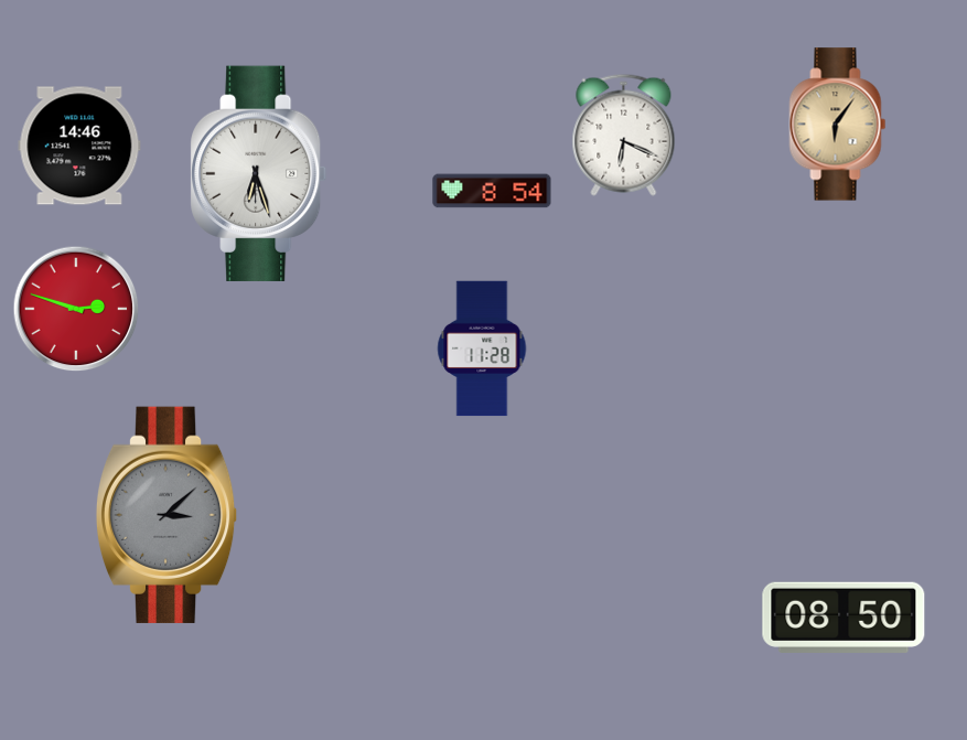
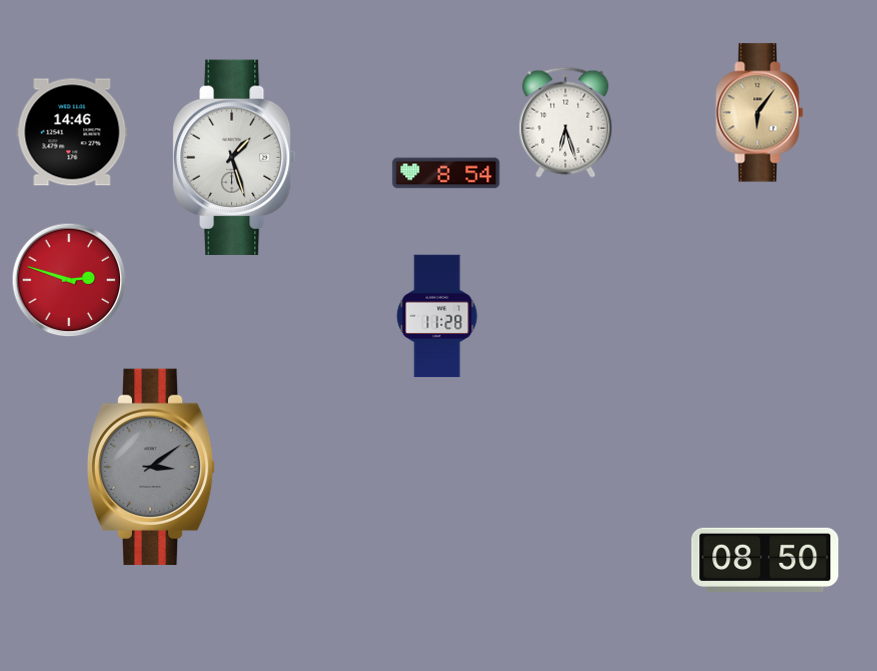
clock at (624, 135): 6:19 -> 6:27
clock at (259, 173): 6:27 -> 1:27
clock at (166, 515): 3:08 -> 3:09
